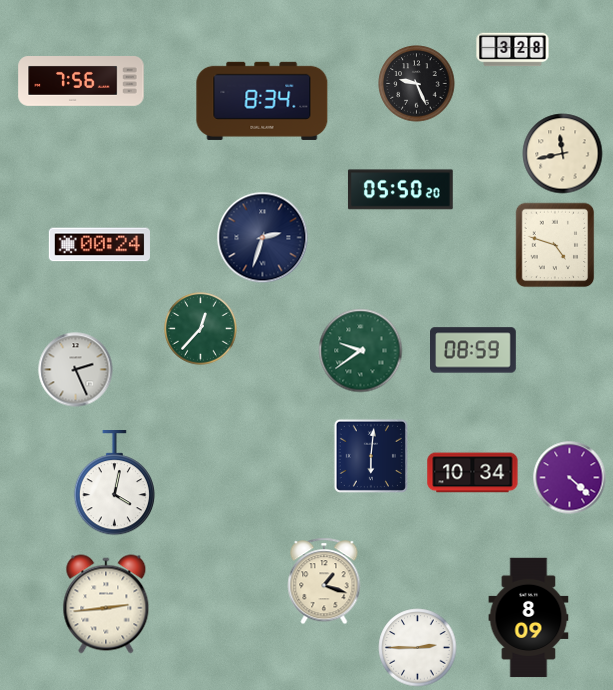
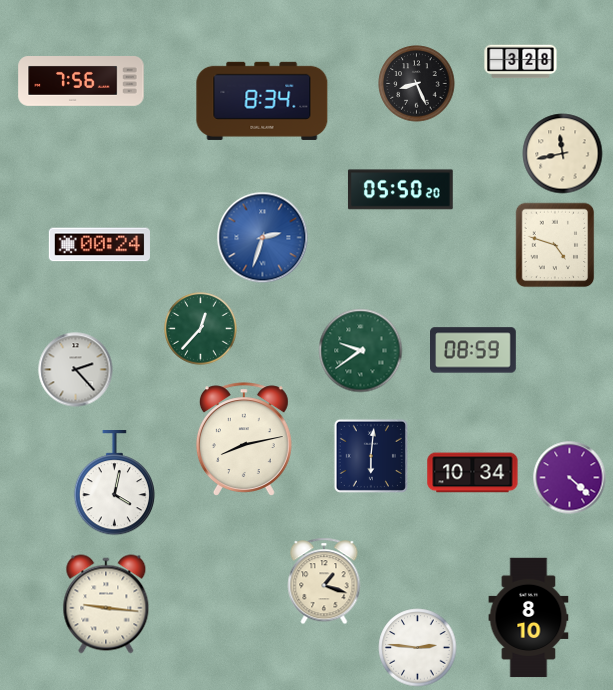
clock at (513, 50) position: (513, 50) -> (521, 62)
clock at (417, 84): 9:26 -> 8:26
clock at (263, 238) dial: navy -> blue
clock at (76, 370): 2:26 -> 2:23
clock at (244, 439): none -> 8:13
clock at (106, 604): 2:44 -> 9:16
clock at (529, 618): 8:09 -> 8:10
clock at (418, 648): 2:45 -> 2:46
